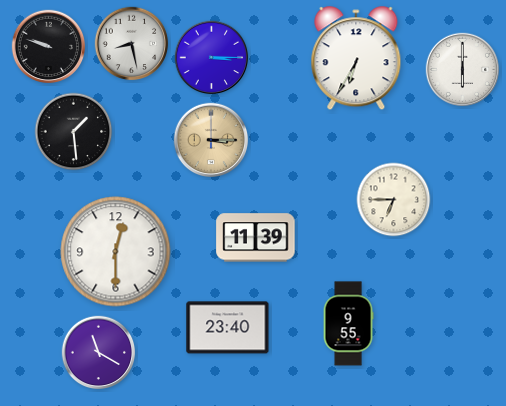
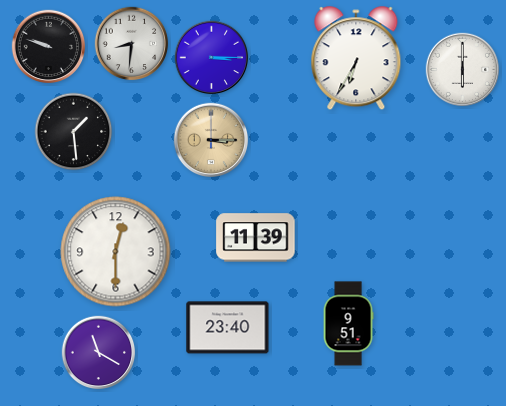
clock at (132, 44): 8:28 -> 8:31
clock at (394, 200): 6:45 -> none
clock at (348, 324): 9:55 -> 9:51
